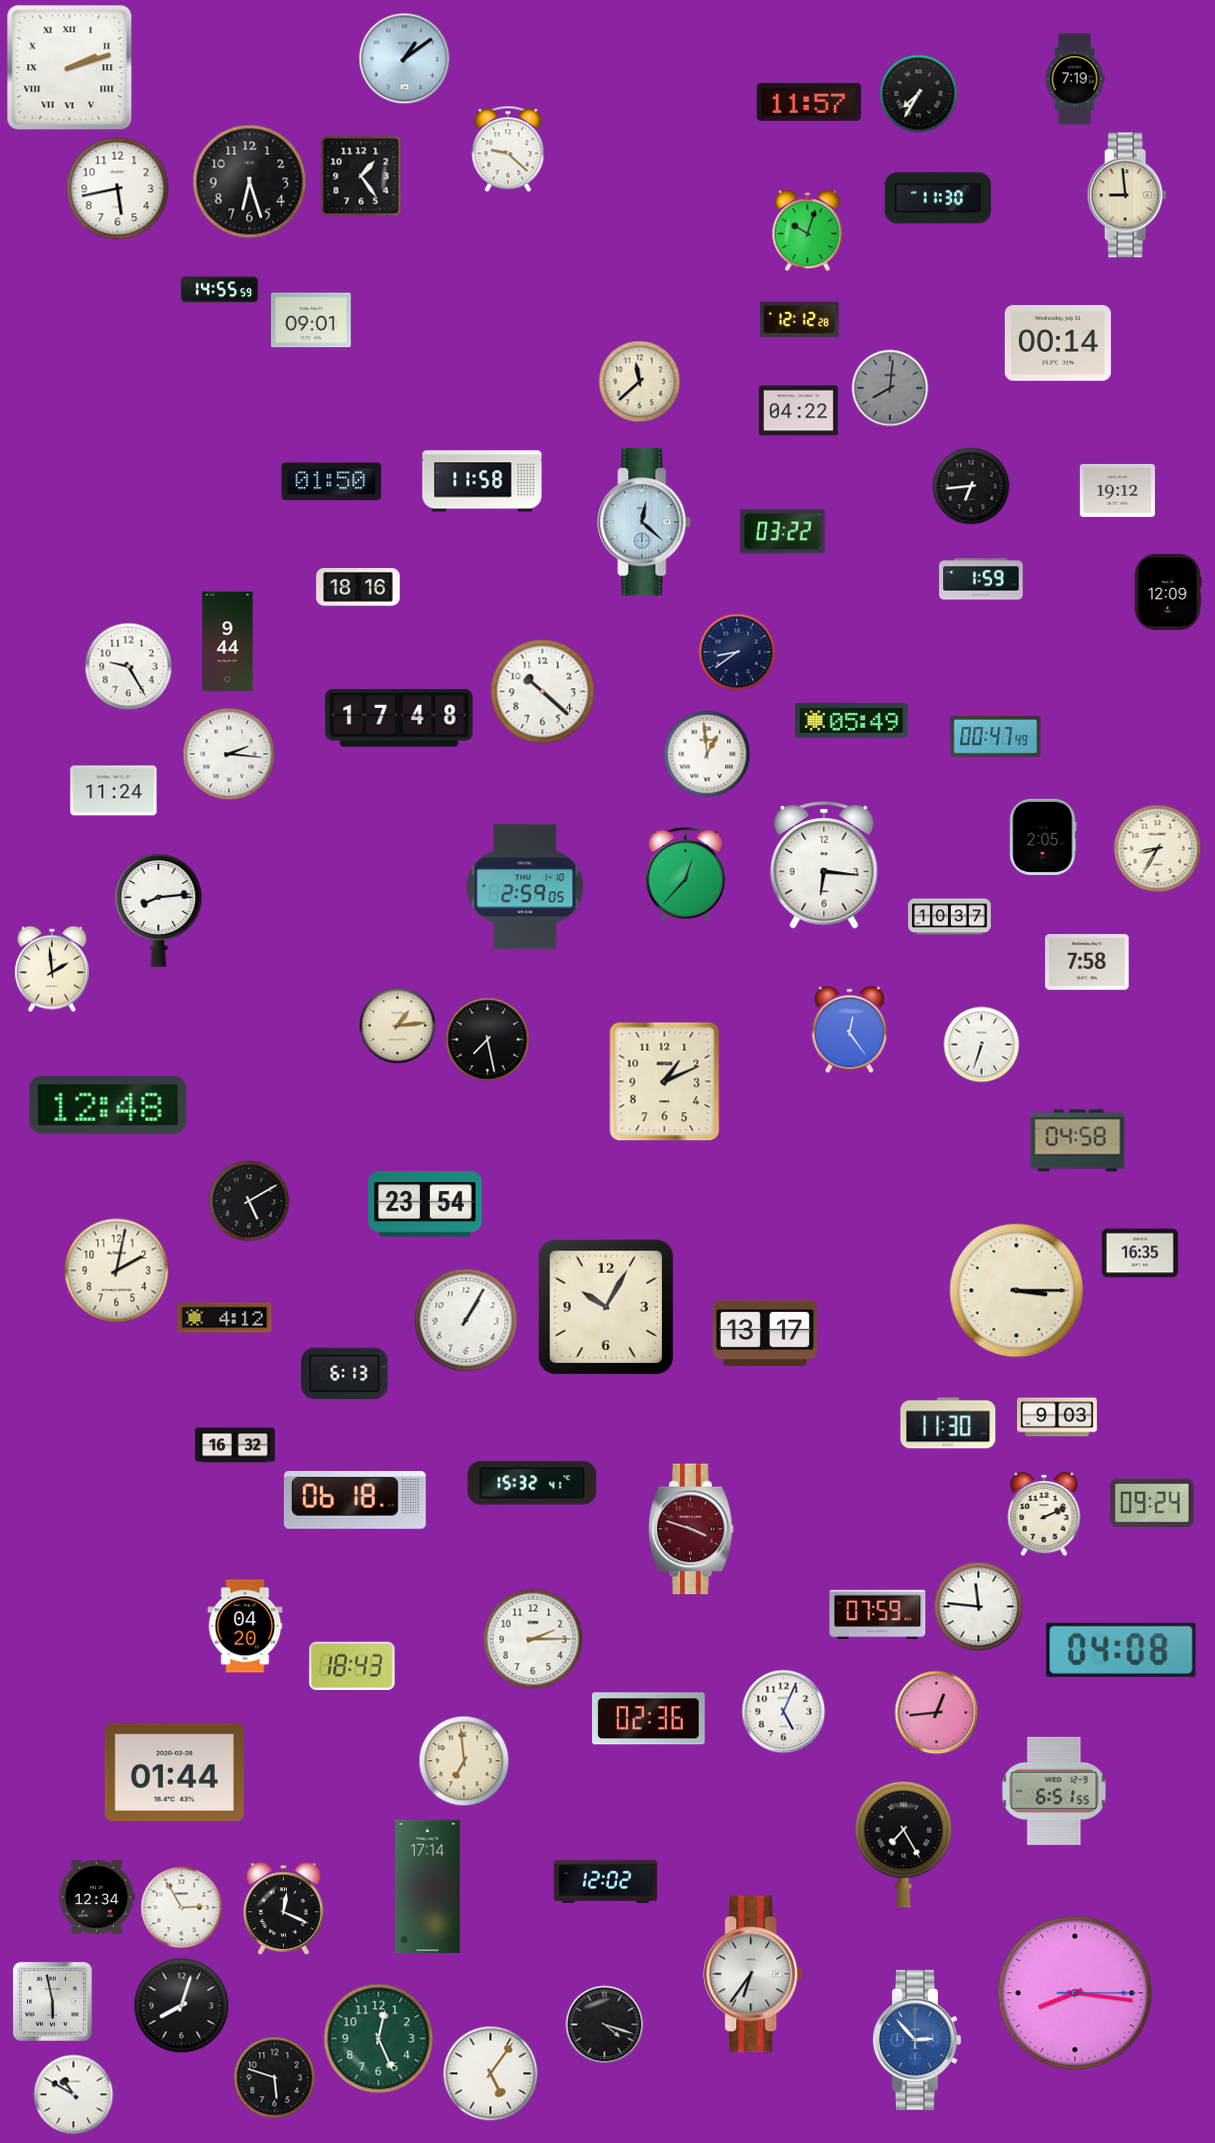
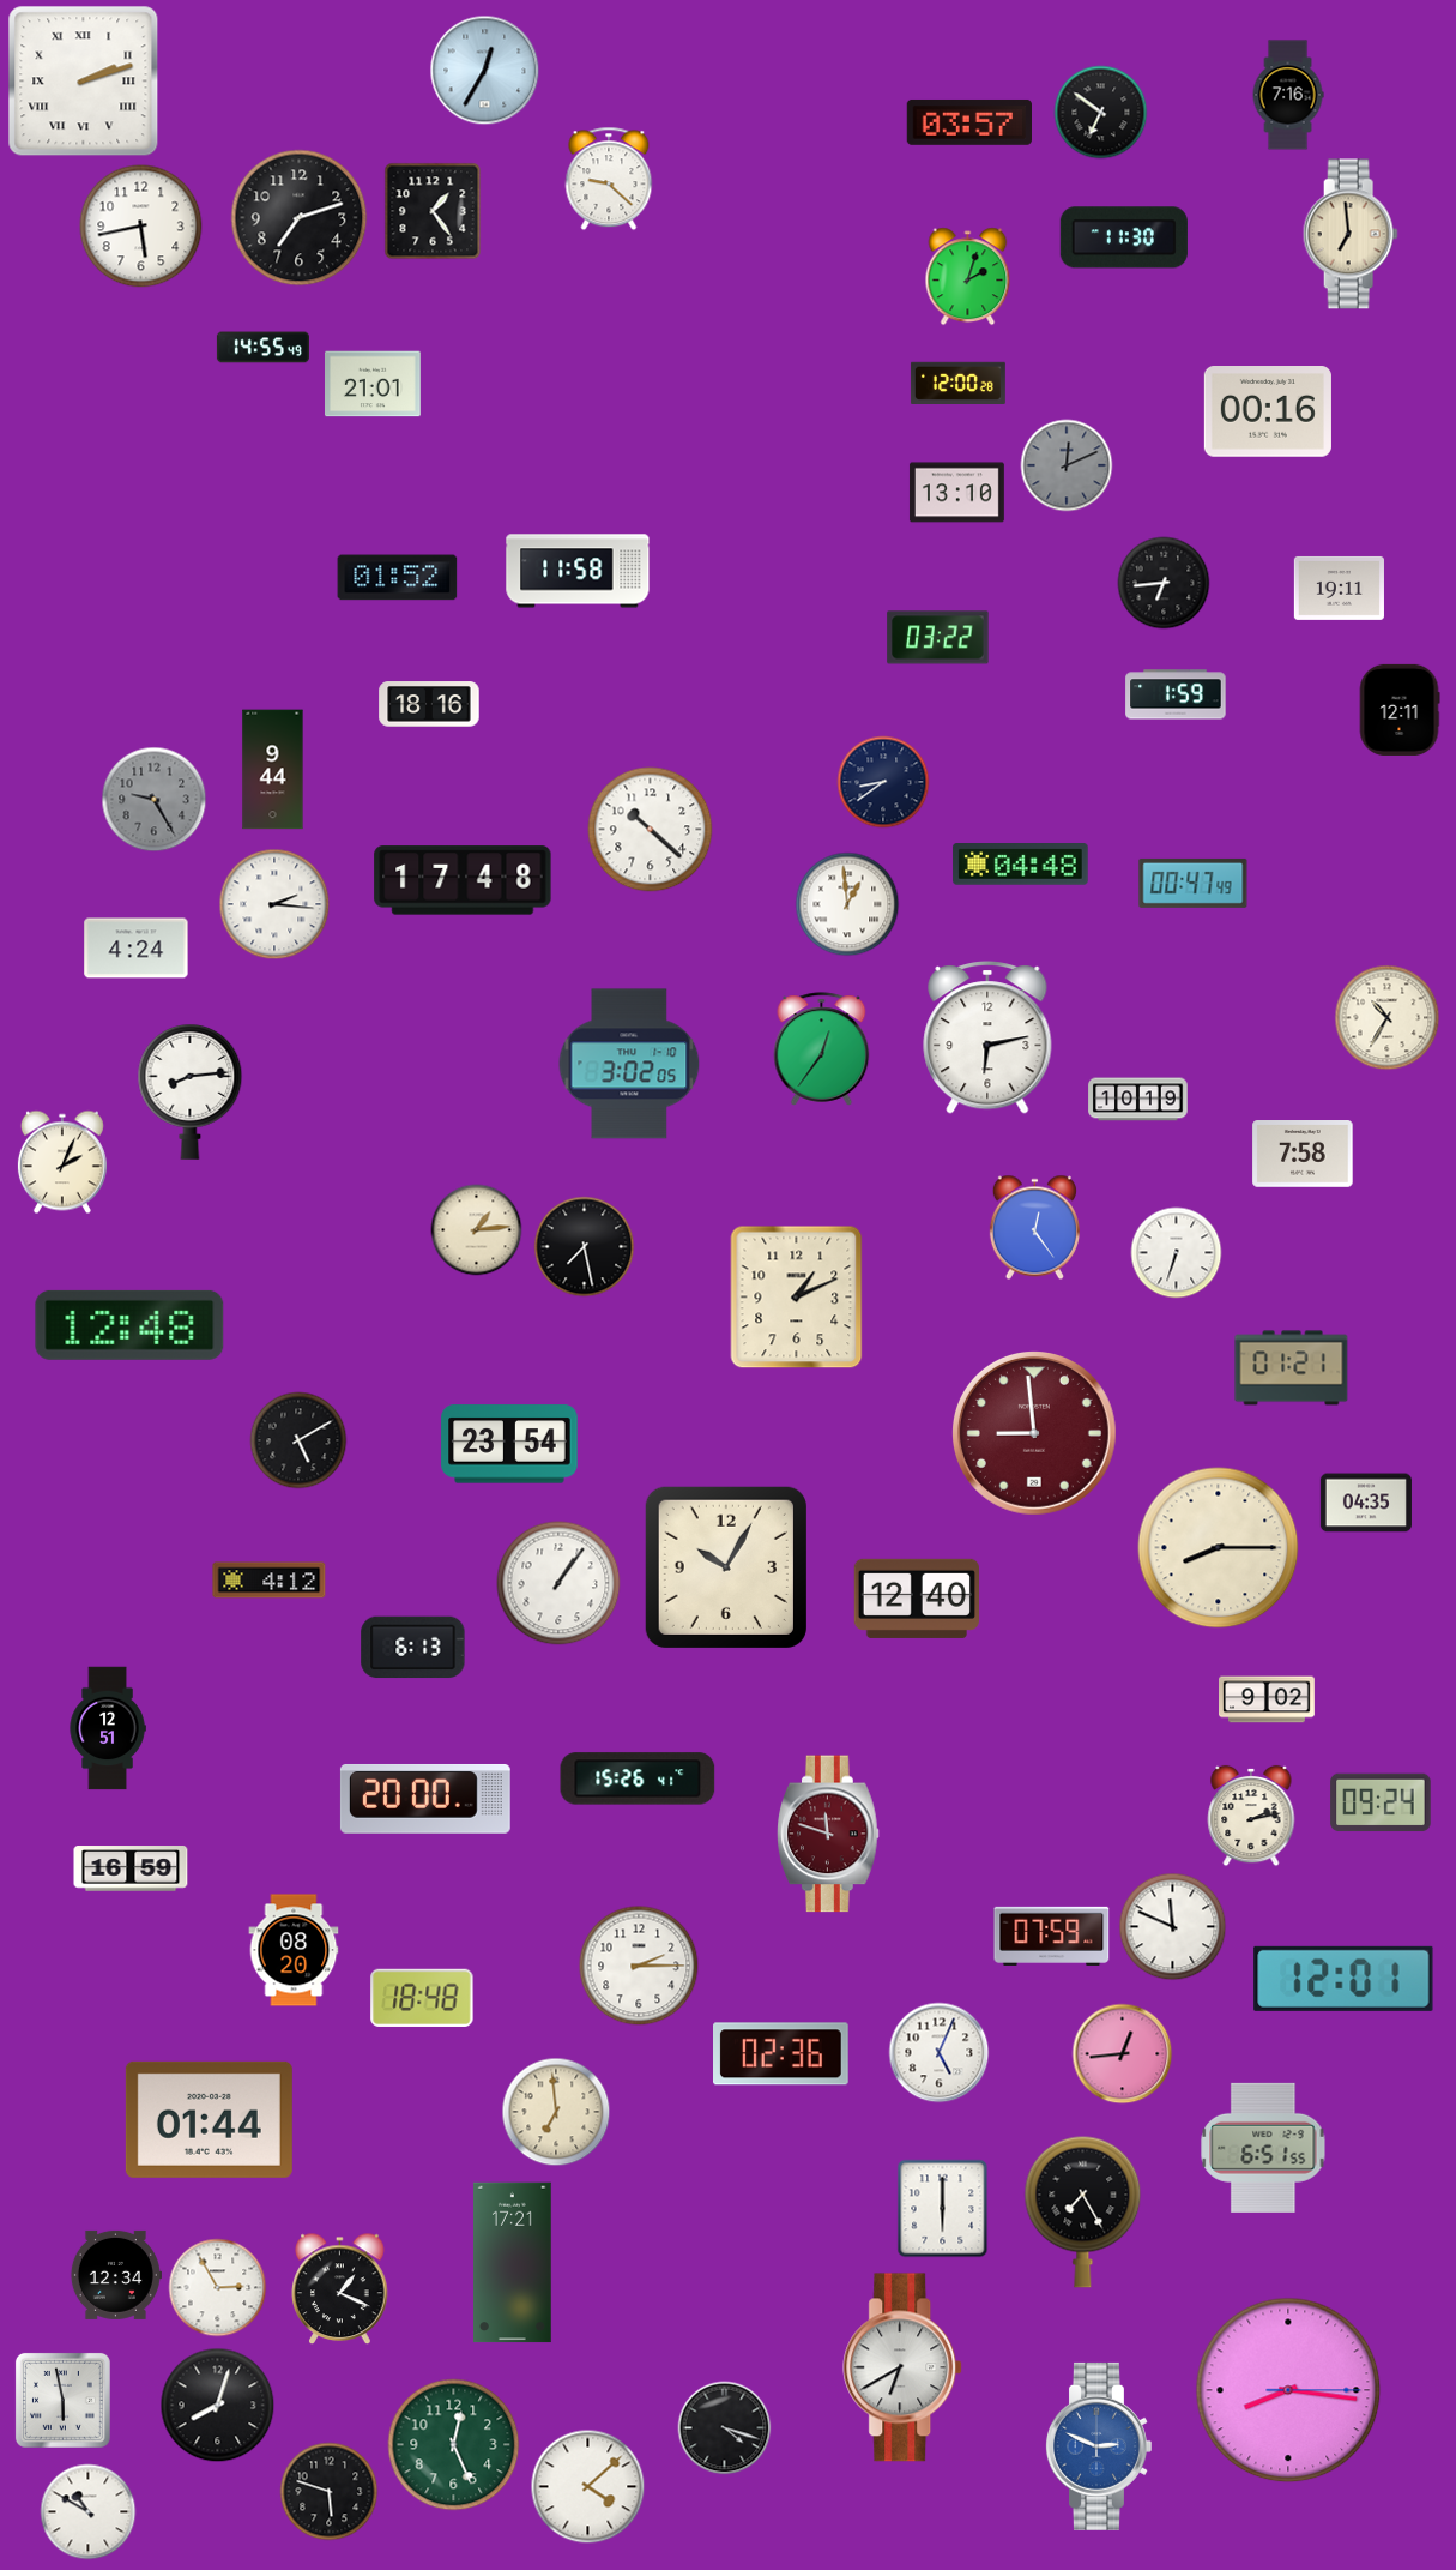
clock at (405, 59): 1:09 -> 12:35
clock at (1075, 79): 7:19 -> 7:16
clock at (919, 94): 7:35 -> 6:51
clock at (808, 102): 11:57 -> 03:57
clock at (250, 182): 6:27 -> 7:12
clock at (1127, 195): 8:59 -> 6:59
clock at (808, 231): 10:03 -> 2:03
clock at (219, 290): 14:55:59 -> 14:55:49
clock at (312, 320): 09:01 -> 21:01
clock at (799, 320): 12:12 -> 12:00
clock at (1058, 344): 00:14 -> 00:16
clock at (640, 382): 11:38 -> none
clock at (890, 388): 8:01 -> 12:11
clock at (798, 411): 04:22 -> 13:10
clock at (482, 481) position: (482, 481) -> (578, 571)
clock at (332, 482): 01:50 -> 01:52
clock at (1117, 490): 19:12 -> 19:11
clock at (644, 522): 12:22 -> none
clock at (1168, 592): 12:09 -> 12:11
clock at (129, 667) dial: white -> grey
clock at (399, 718) position: (399, 718) -> (463, 880)
clock at (852, 721): 05:49 -> 04:48
clock at (114, 791): 11:24 -> 4:24
clock at (1043, 837): 2:05 -> none
clock at (1158, 849): 8:35 -> 10:35
clock at (824, 866): 6:16 -> 6:13
clock at (686, 875): 12:37 -> 12:36
clock at (525, 887): 2:59 -> 3:02
clock at (950, 917): 10:37 -> 10:19
clock at (52, 969): 1:59 -> 2:04
clock at (849, 1030) position: (849, 1030) -> (1034, 1228)
clock at (1078, 1141): 04:58 -> 01:21
clock at (1035, 1434): none -> 8:59
clock at (1140, 1253): 16:35 -> 04:35
clock at (117, 1271): 2:02 -> none
clock at (1017, 1291): 3:15 -> 8:15
clock at (466, 1320): 1:05 -> 1:06
clock at (764, 1333): 13:17 -> 12:40
clock at (1058, 1417): 9:03 -> 9:02
clock at (948, 1423): 11:30 -> none
clock at (108, 1728): none -> 12:51
clock at (236, 1445): 16:32 -> none
clock at (532, 1483): 15:32 -> 15:26
clock at (355, 1500): 06:18 -> 20:00
clock at (1044, 1514): 2:11 -> 2:13
clock at (692, 1529): 3:48 -> 11:48
clock at (131, 1868): none -> 16:59
clock at (979, 1607): 11:46 -> 11:49
clock at (245, 1626): 04:20 -> 08:20
clock at (1121, 1650): 04:08 -> 12:01
clock at (352, 1666): 18:43 -> 18:48
clock at (649, 1719) position: (649, 1719) -> (781, 2054)
clock at (174, 1772) position: (174, 1772) -> (209, 2119)
clock at (943, 2209): none -> 6:00
clock at (606, 1881): 12:02 -> none
clock at (428, 1887): 17:14 -> 17:21
clock at (284, 1909): 12:19 -> 1:19
clock at (754, 1974): 6:36 -> 6:40
clock at (916, 2040): 2:53 -> 2:49
clock at (491, 2074): 5:06 -> 4:08
